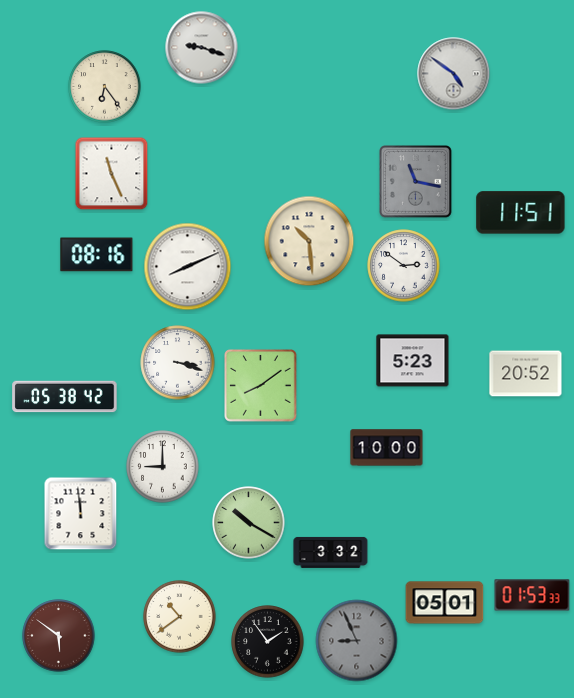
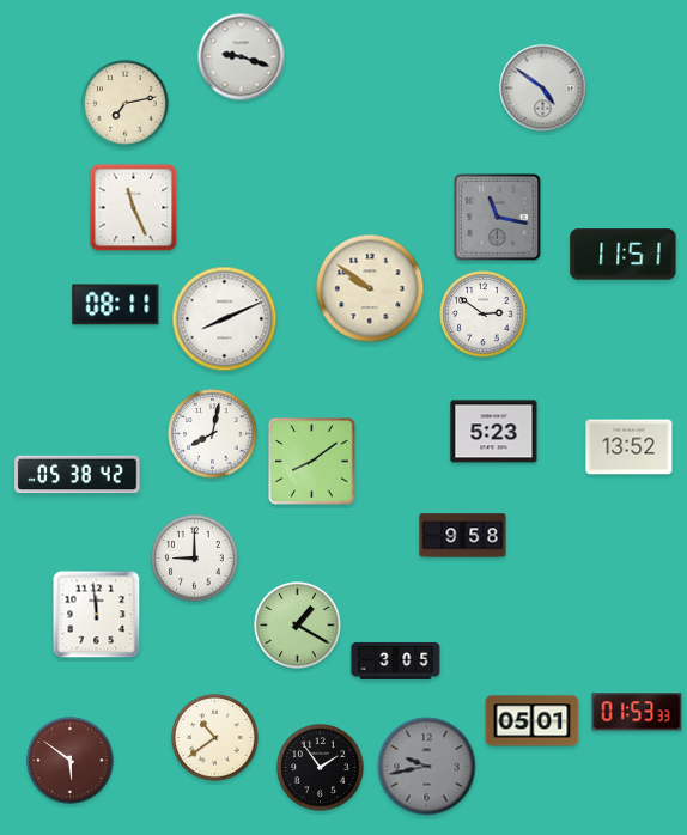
clock at (105, 87): 6:24 -> 7:13
clock at (309, 241): 10:29 -> 9:51
clock at (97, 255): 08:16 -> 08:11
clock at (404, 266) position: (404, 266) -> (484, 315)
clock at (178, 363): 3:18 -> 8:02
clock at (526, 374): 20:52 -> 13:52
clock at (387, 448): 10:00 -> 9:58
clock at (249, 523): 10:20 -> 1:20
clock at (331, 552): 3:32 -> 3:05
clock at (357, 641): 8:56 -> 9:43
